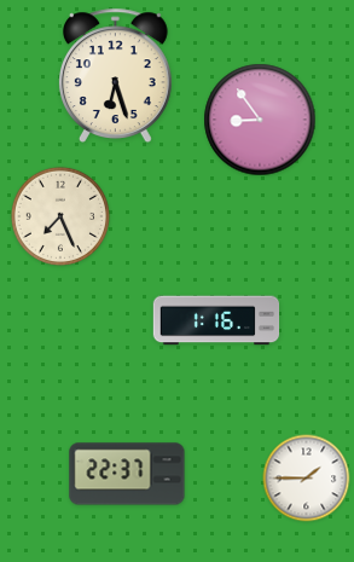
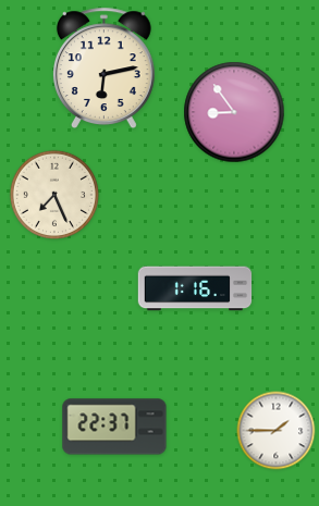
clock at (115, 75): 6:27 -> 6:13
clock at (260, 120) position: (260, 120) -> (234, 112)
